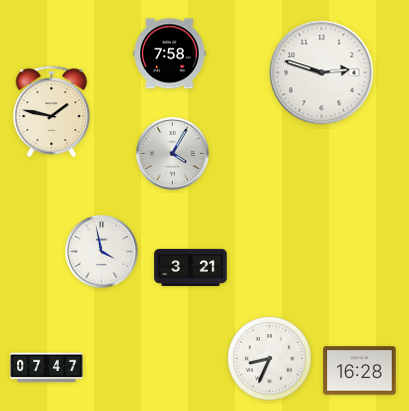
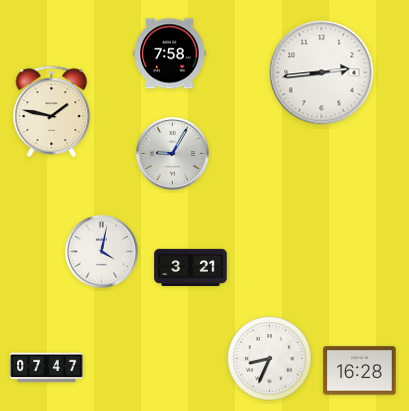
clock at (322, 73): 2:48 -> 2:44
clock at (173, 154): 4:05 -> 9:05
clock at (102, 252): 3:58 -> 4:02
